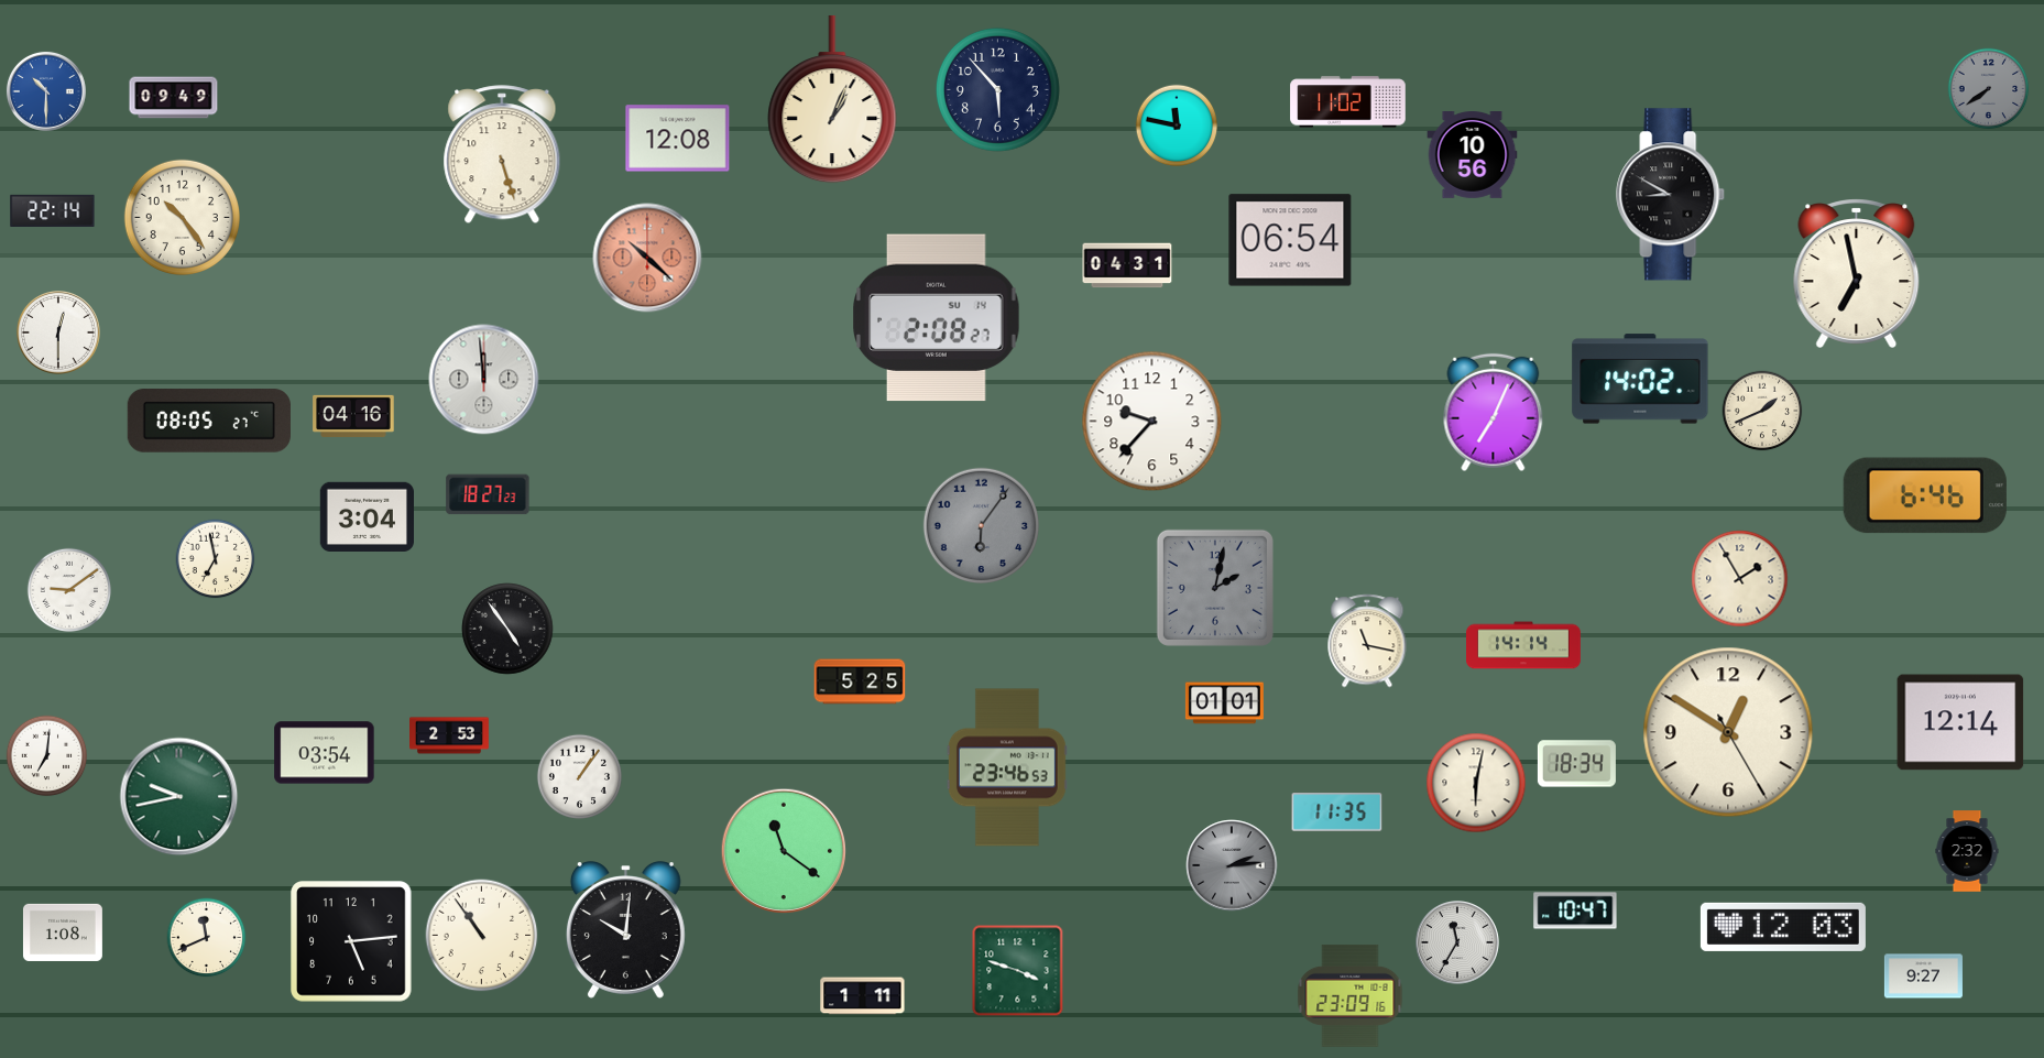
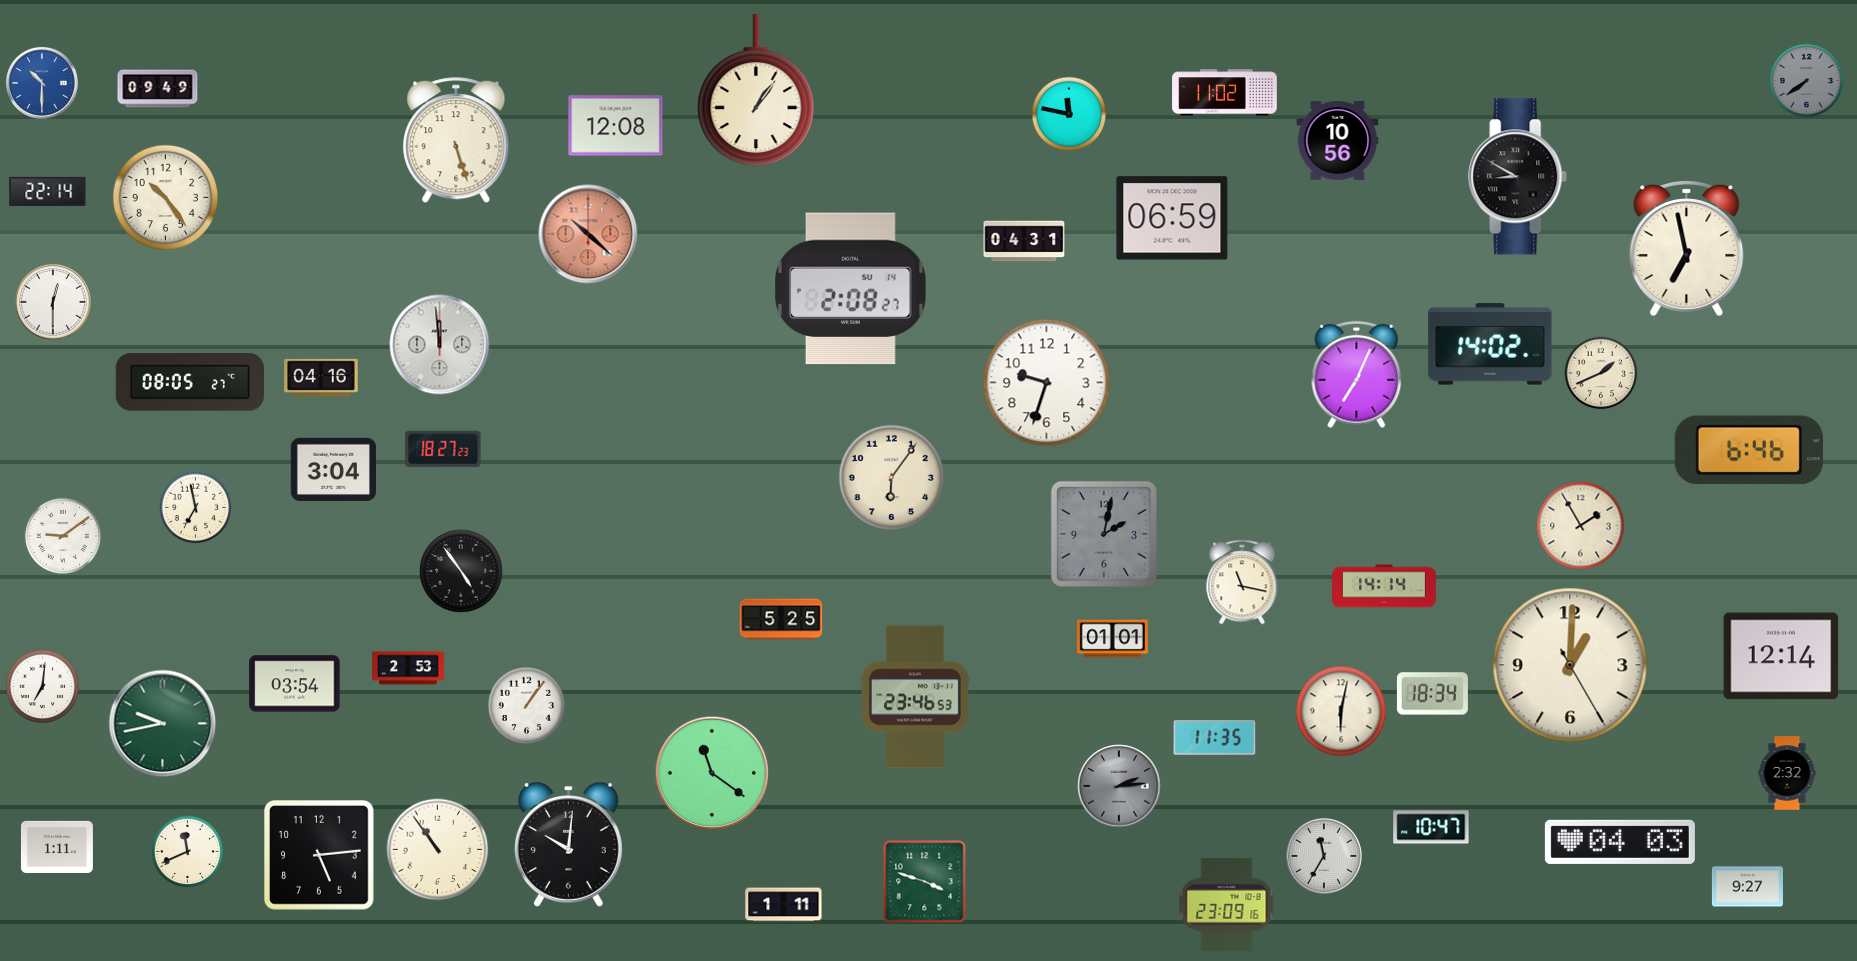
clock at (998, 90): 5:53 -> none
clock at (832, 99): 1:04 -> 1:06
clock at (1290, 240): 06:54 -> 06:59
clock at (1152, 422): 9:37 -> 9:33
clock at (981, 525) dial: grey -> cream
clock at (1728, 732): 12:50 -> 1:00
clock at (1783, 927): 12:03 -> 04:03
clock at (63, 932): 1:08 -> 1:11
